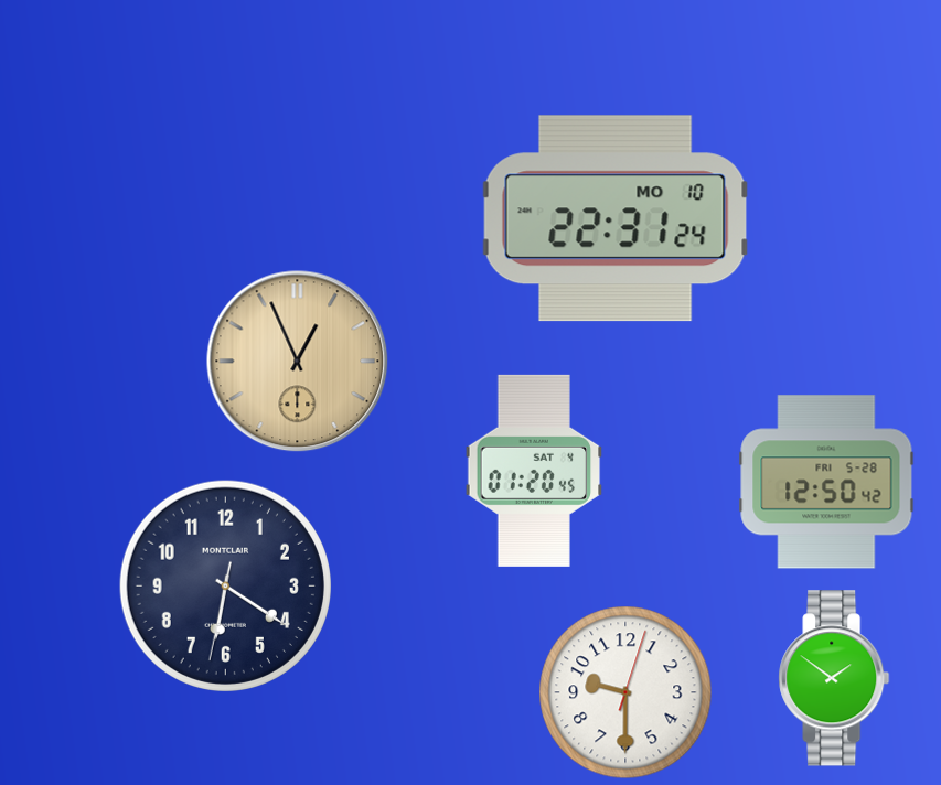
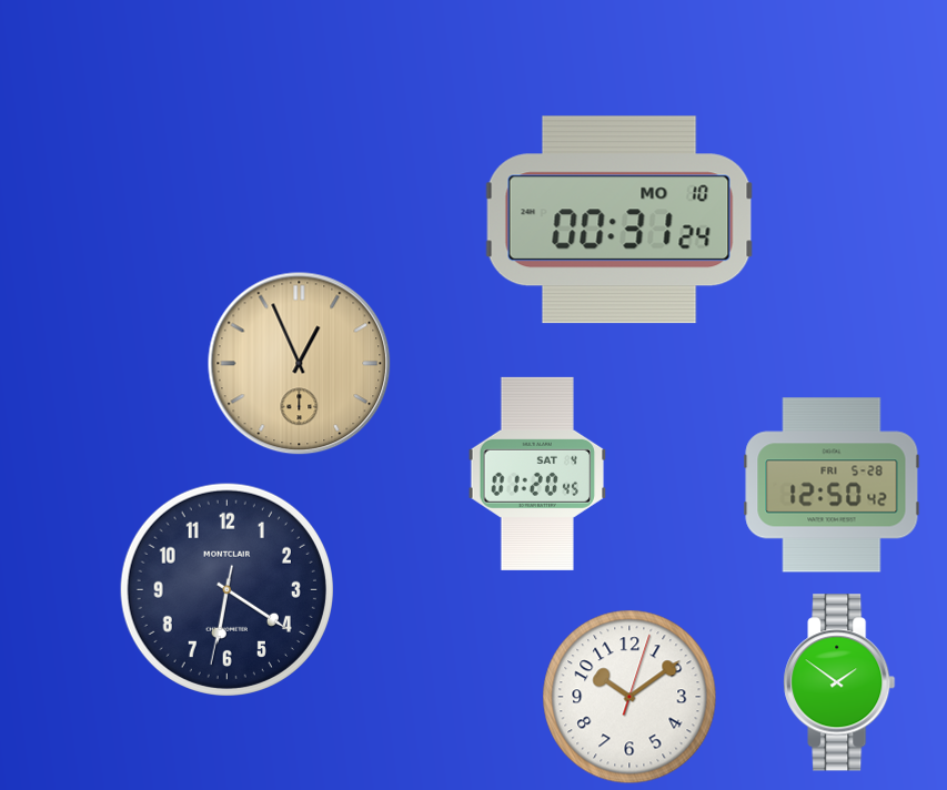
clock at (616, 218): 22:31 -> 00:31
clock at (625, 692): 9:30 -> 10:09
